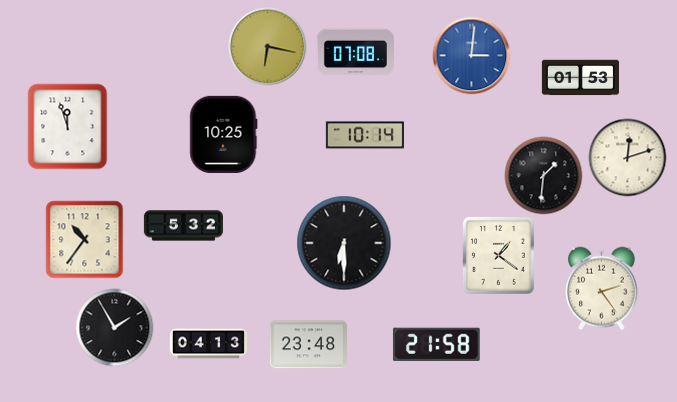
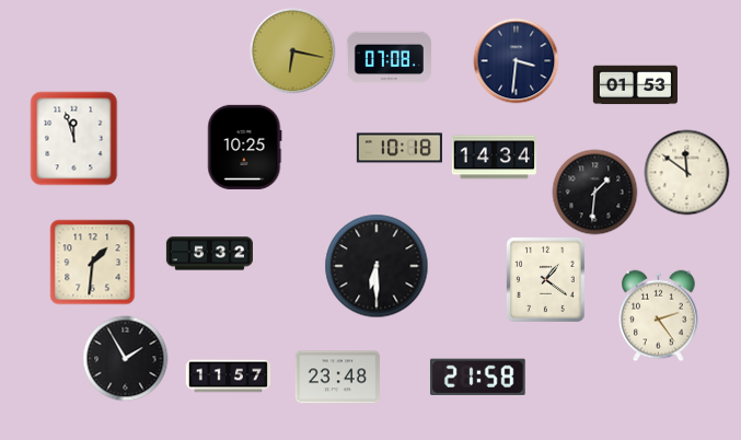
clock at (471, 55): 3:01 -> 3:31
clock at (471, 55) dial: blue -> navy
clock at (365, 135): 10:14 -> 10:18
clock at (494, 158): none -> 14:34
clock at (627, 157): 12:12 -> 11:51
clock at (183, 226) position: (183, 226) -> (209, 254)
clock at (84, 239): 10:36 -> 1:31
clock at (208, 344): 04:13 -> 11:57
